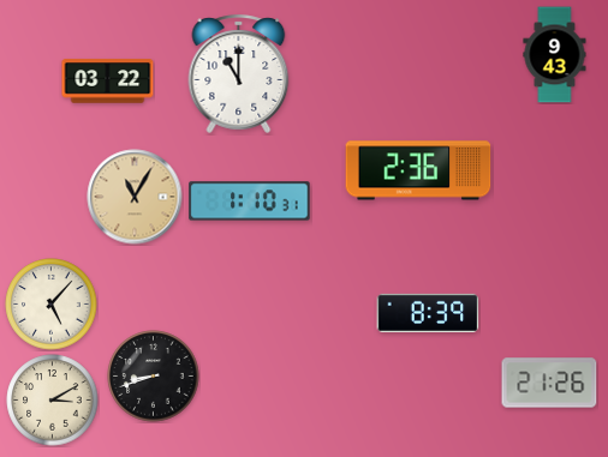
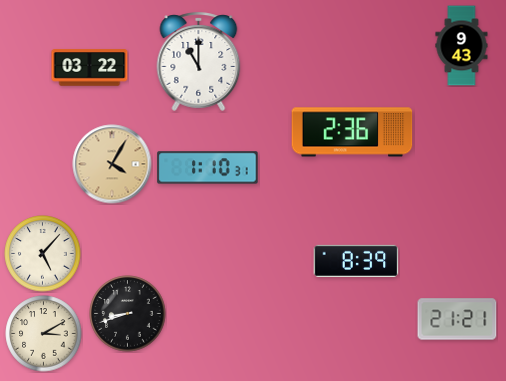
clock at (418, 170) position: (418, 170) -> (352, 132)
clock at (135, 197): 11:05 -> 4:05
clock at (549, 383): 21:26 -> 21:21
